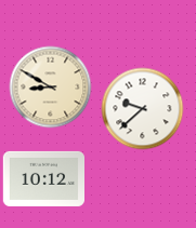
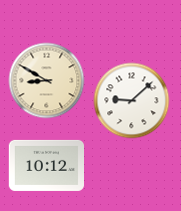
clock at (143, 109): 9:38 -> 9:08
clock at (43, 178) position: (43, 178) -> (46, 165)
